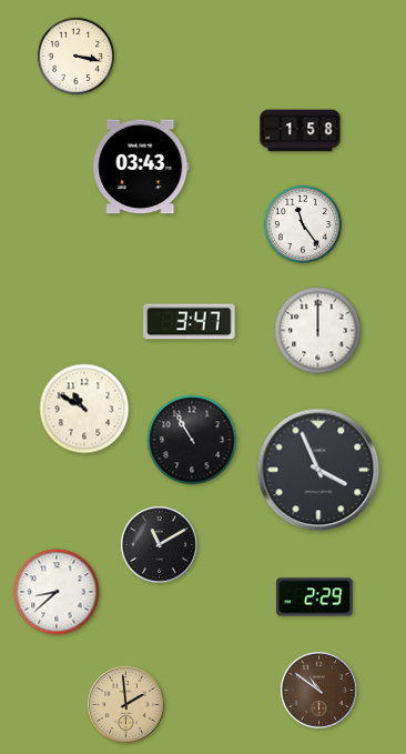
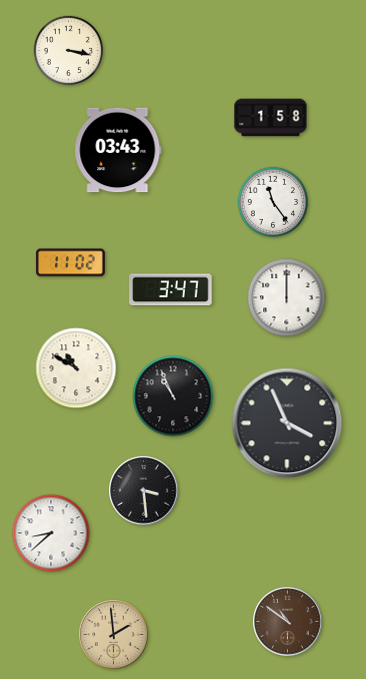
clock at (141, 167) position: (141, 167) -> (118, 150)
clock at (70, 263): none -> 11:02
clock at (192, 440): 10:55 -> 10:56
clock at (160, 545): 11:10 -> 3:29
clock at (314, 597): 2:29 -> none
